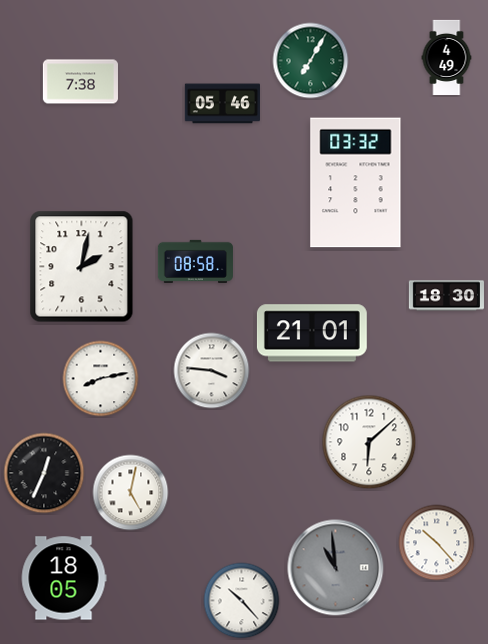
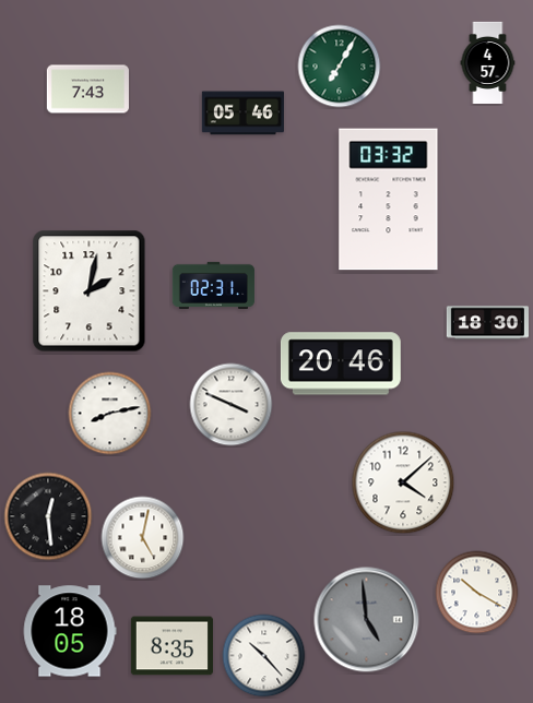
clock at (447, 57): 4:49 -> 4:57
clock at (80, 82): 7:38 -> 7:43
clock at (195, 261): 08:58 -> 02:31
clock at (312, 333): 21:01 -> 20:46
clock at (212, 371): 3:46 -> 3:49
clock at (369, 442): 6:08 -> 4:08
clock at (44, 473): 12:34 -> 12:29
clock at (437, 543): 10:23 -> 10:20
clock at (336, 568): 10:59 -> 4:59
clock at (171, 646): none -> 8:35
